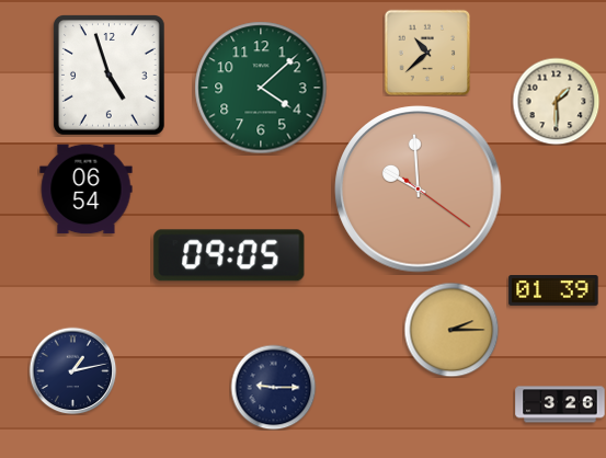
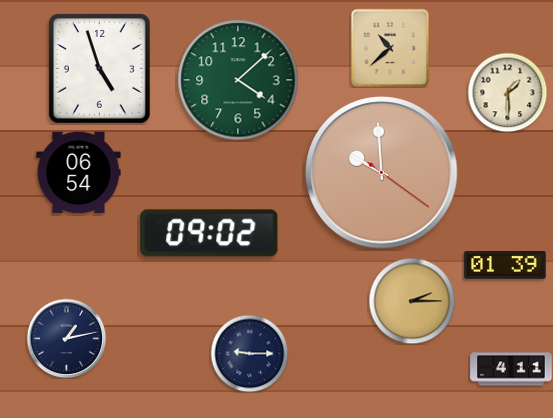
clock at (229, 255): 09:05 -> 09:02
clock at (560, 404): 3:26 -> 4:11
